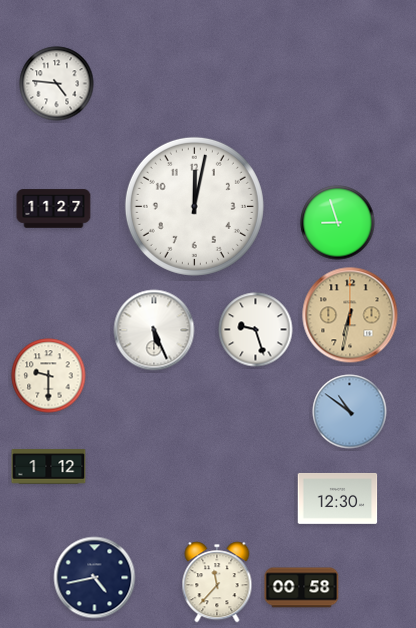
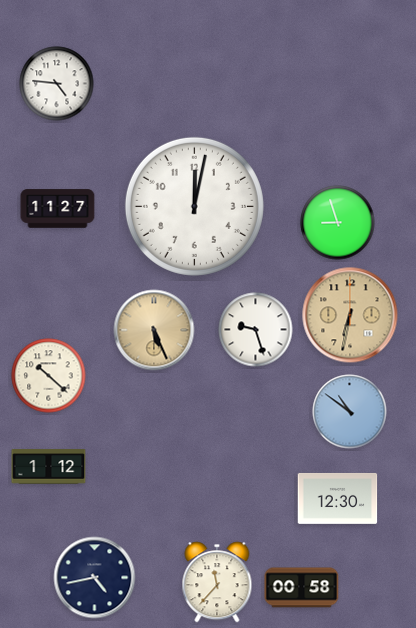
clock at (54, 209) position: (54, 209) -> (58, 209)
clock at (154, 330) dial: white -> champagne
clock at (49, 376): 9:30 -> 10:22
